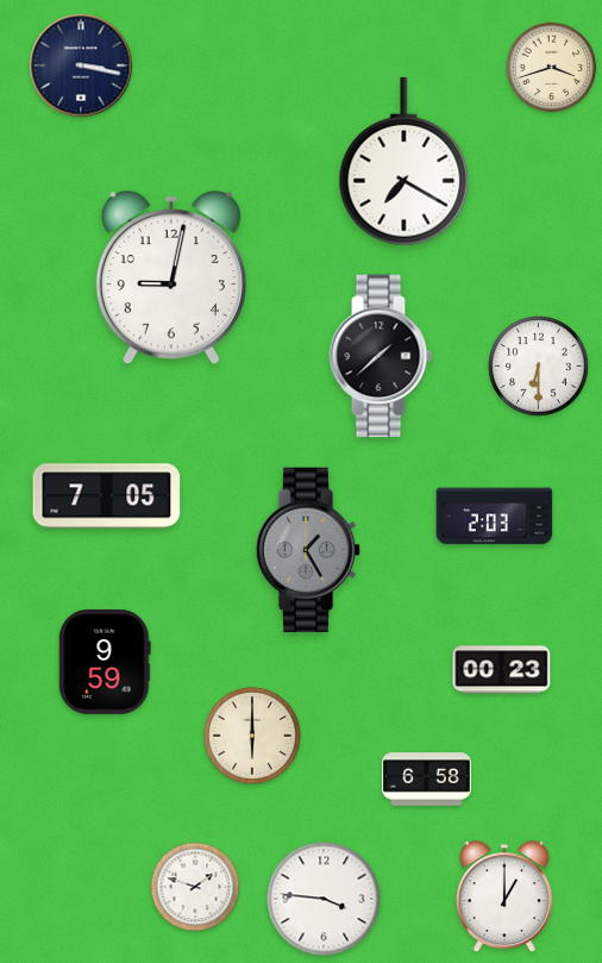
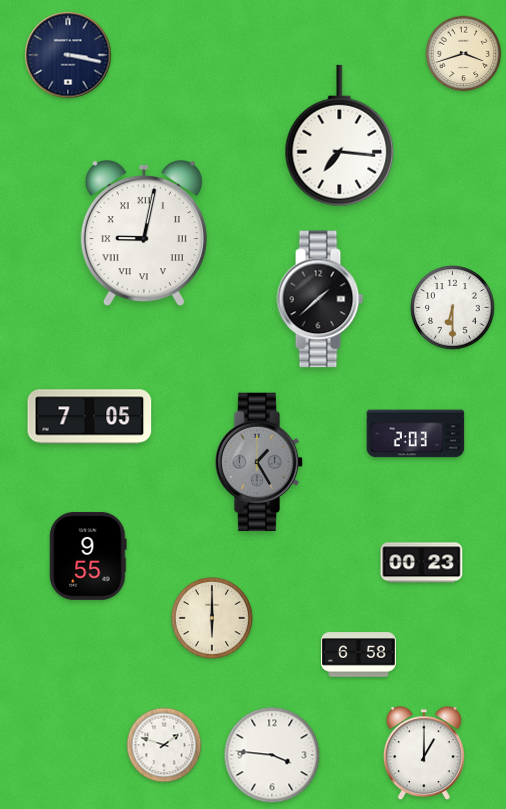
clock at (552, 68) position: (552, 68) -> (464, 54)
clock at (405, 162): 7:20 -> 7:16
clock at (171, 277) numerals: Arabic -> Roman
clock at (105, 662): 9:59 -> 9:55
